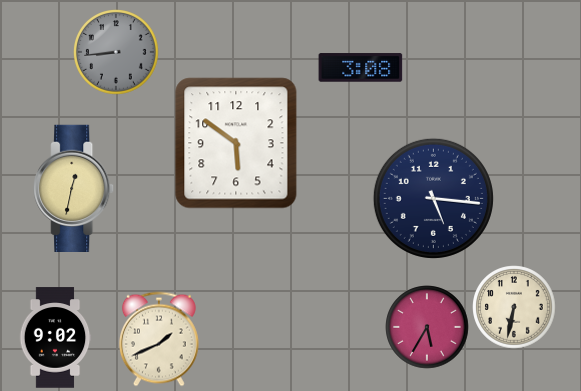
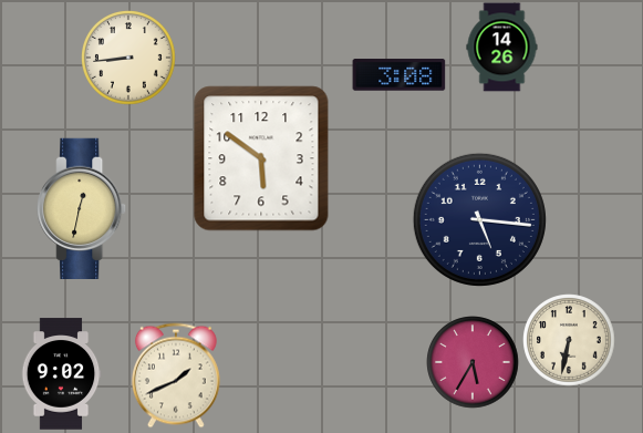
clock at (502, 48): none -> 14:26
clock at (117, 53) dial: grey -> cream
